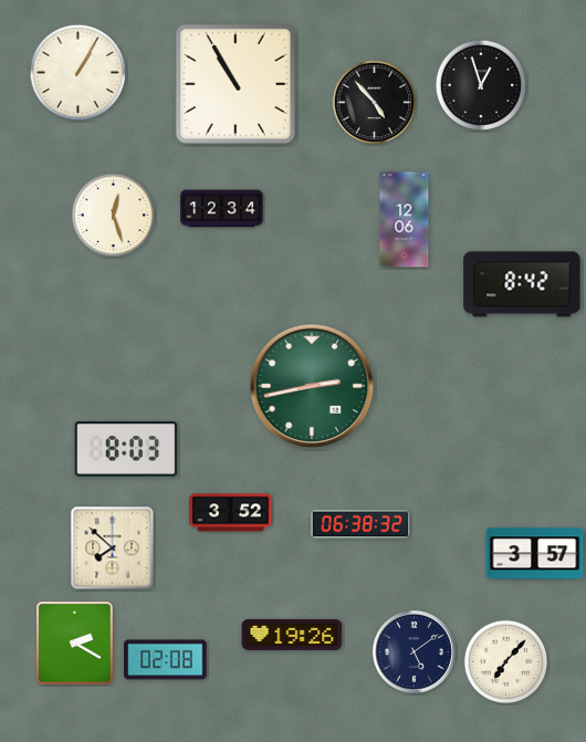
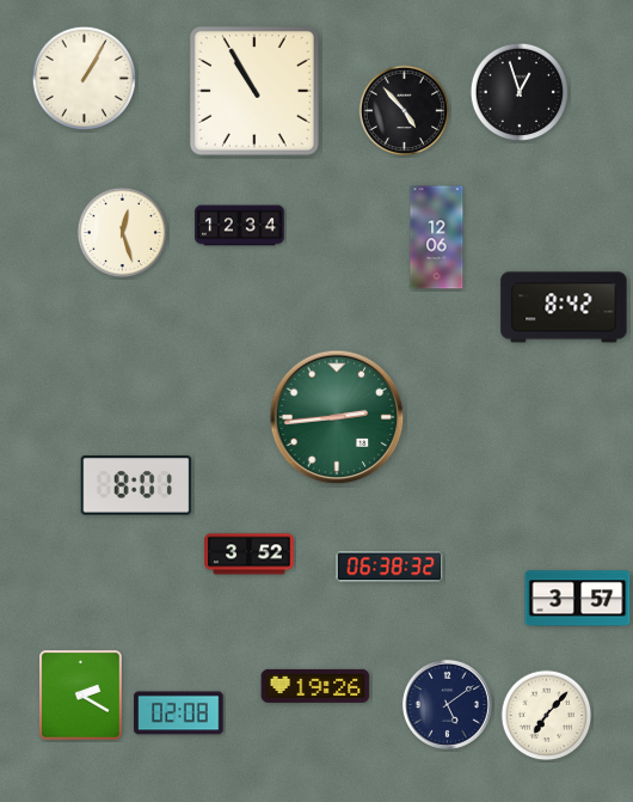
clock at (312, 386): 2:43 -> 2:44
clock at (126, 449): 8:03 -> 8:01
clock at (113, 548): 7:52 -> none
